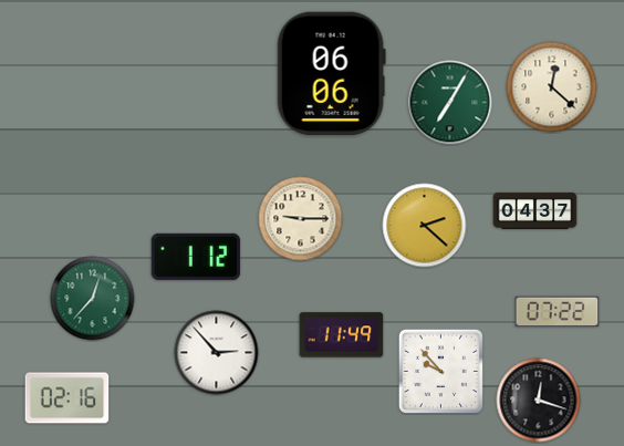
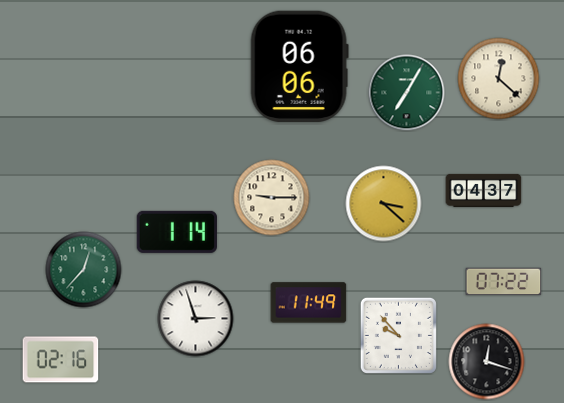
clock at (425, 226): 2:22 -> 3:22
clock at (196, 257): 1:12 -> 1:14
clock at (217, 353): 2:53 -> 2:57
